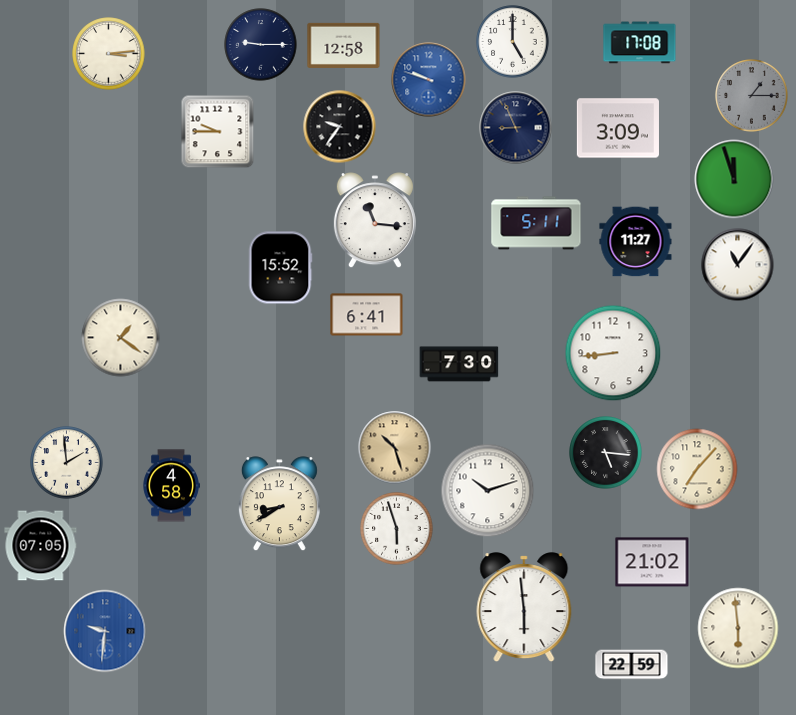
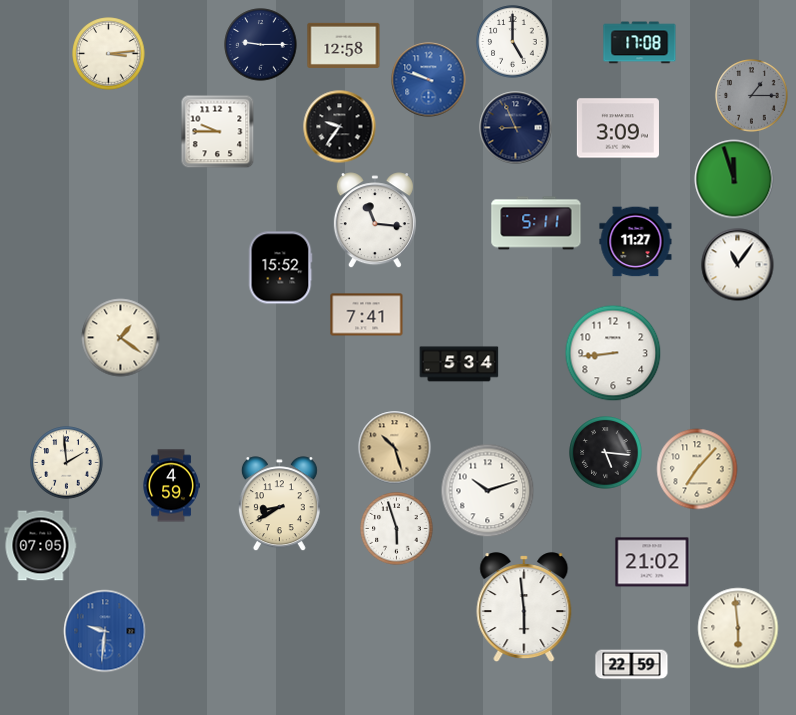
clock at (367, 315): 6:41 -> 7:41
clock at (459, 364): 7:30 -> 5:34
clock at (171, 486): 4:58 -> 4:59
